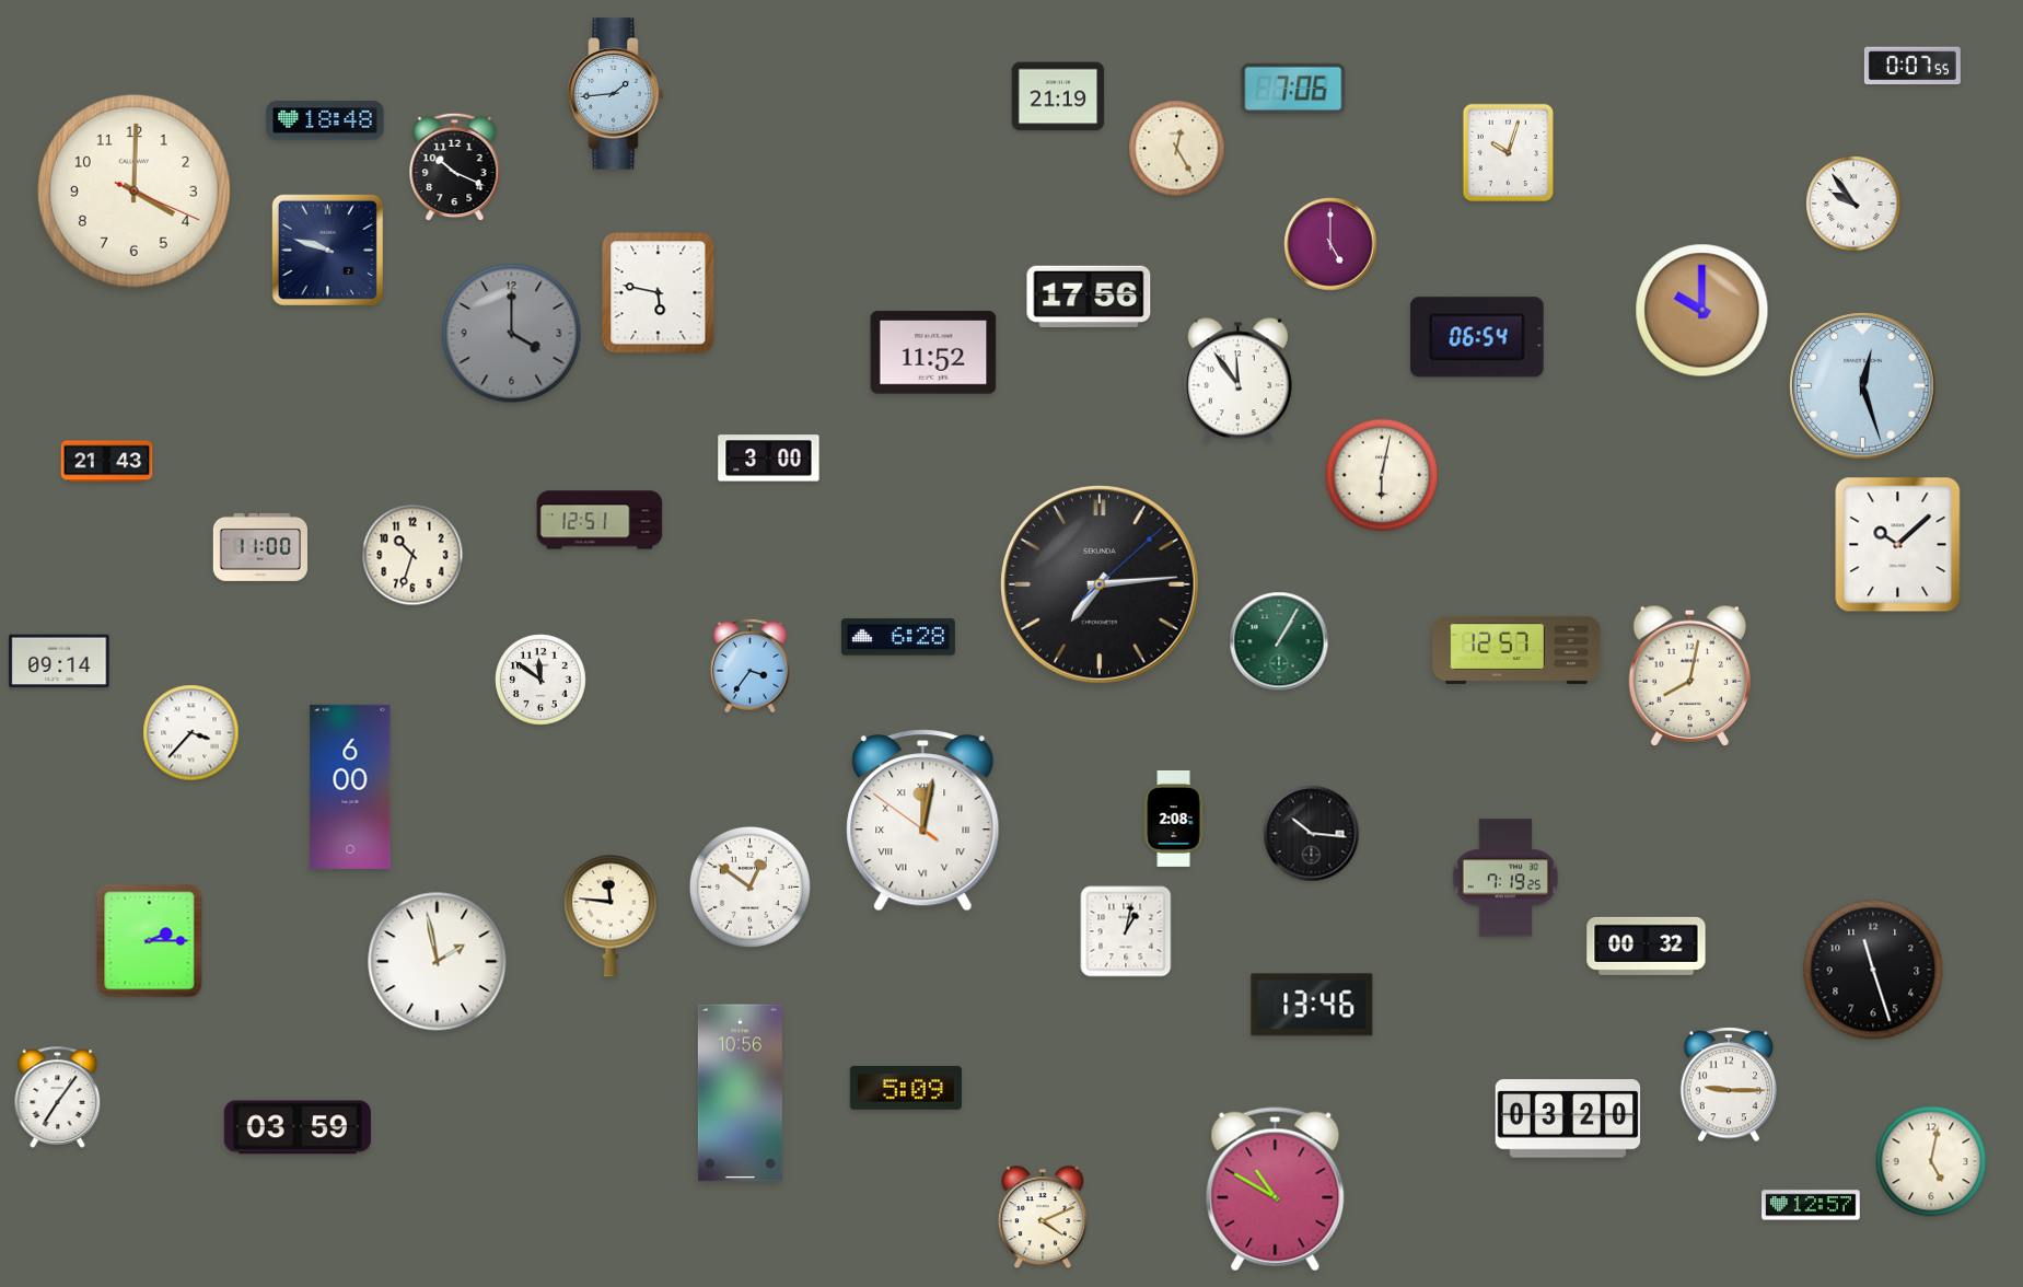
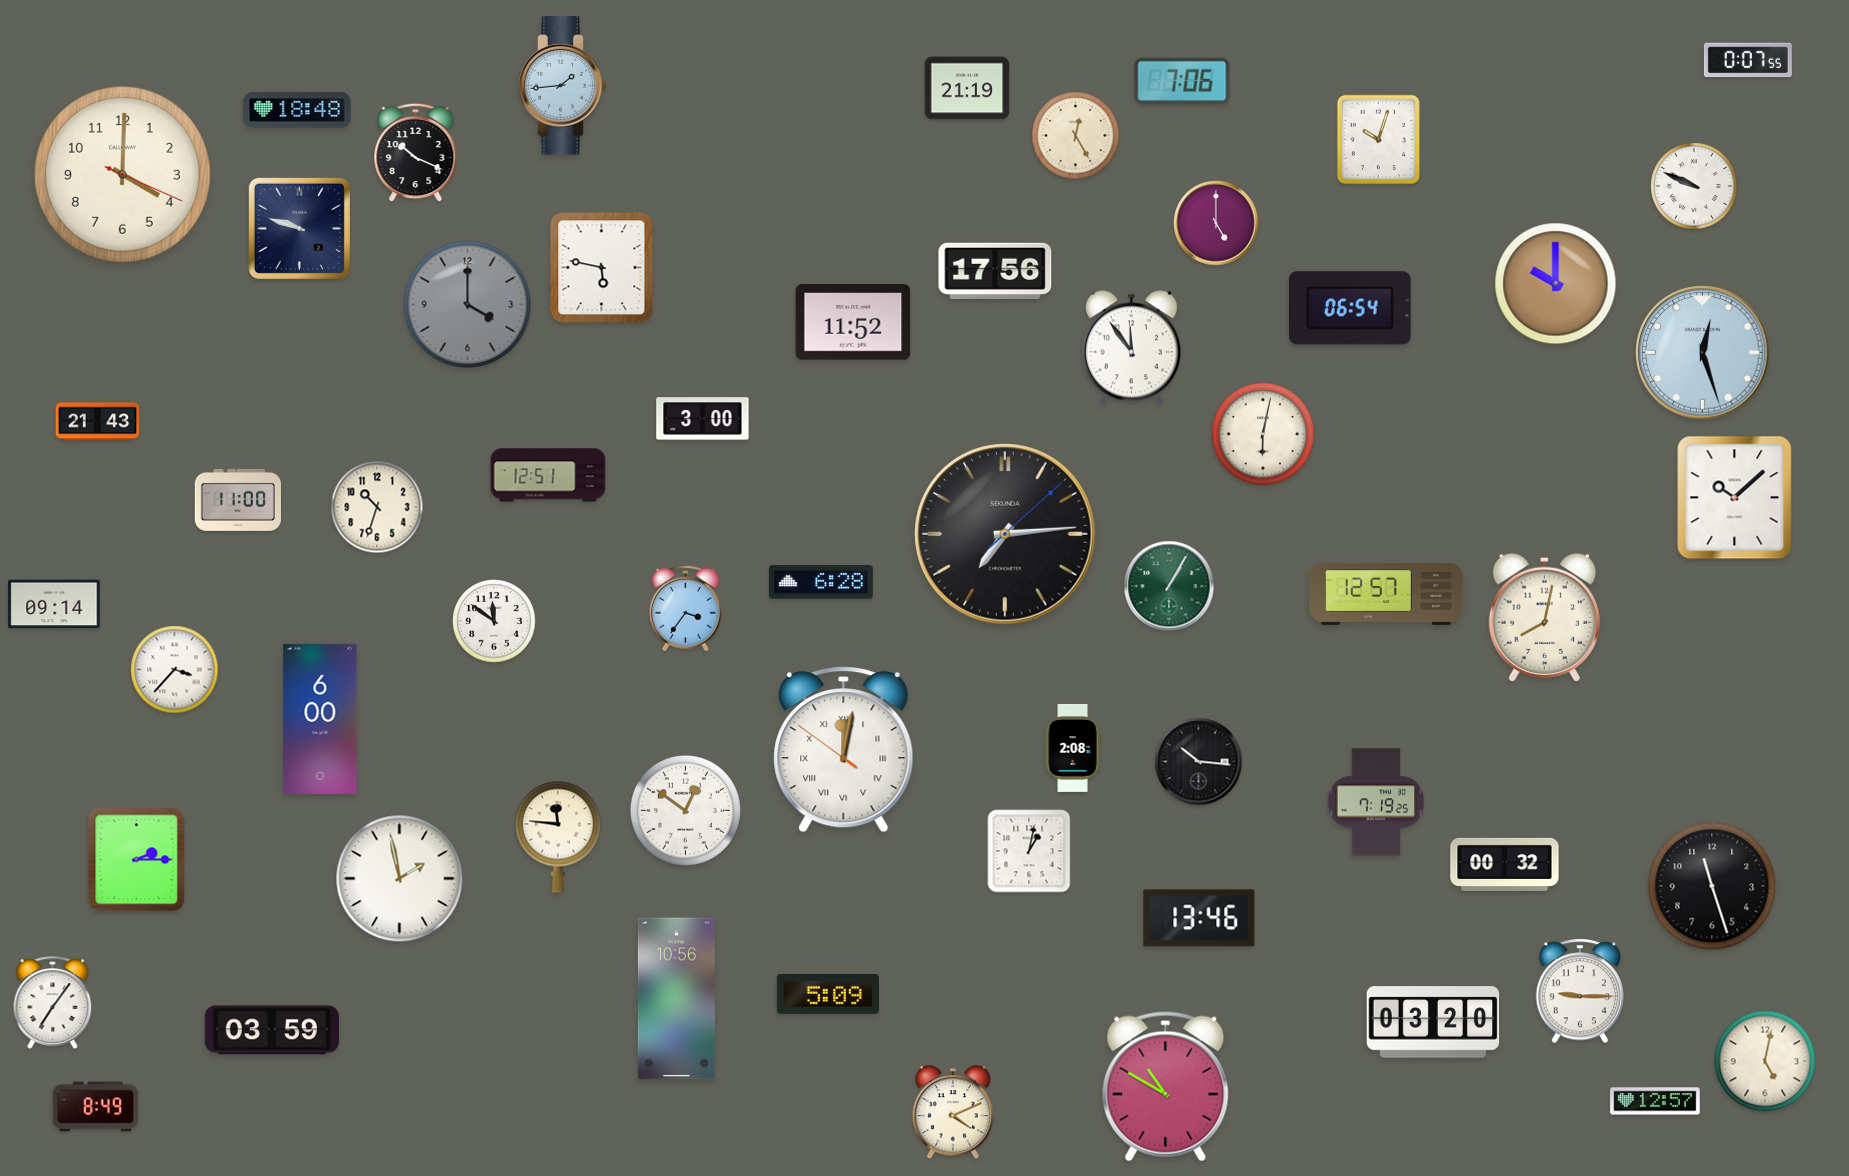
clock at (1853, 204): 9:54 -> 9:49
clock at (96, 1107): none -> 8:49
